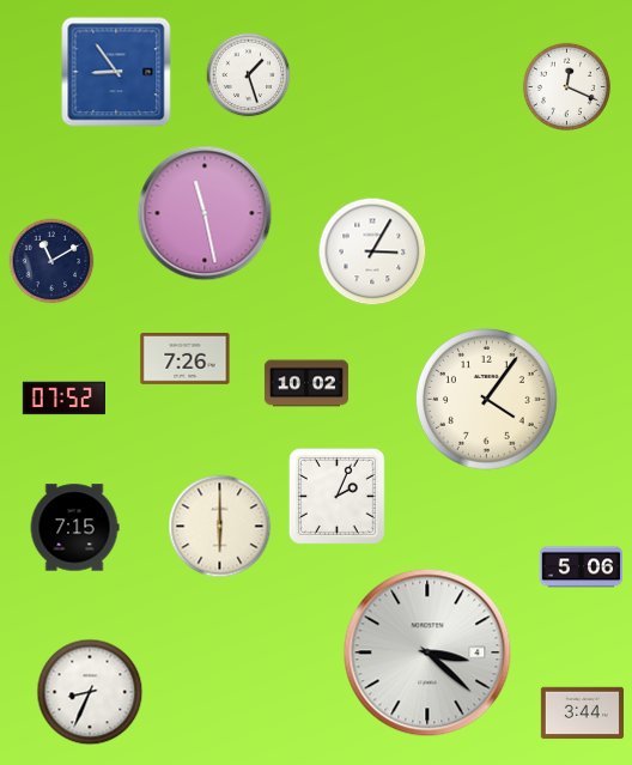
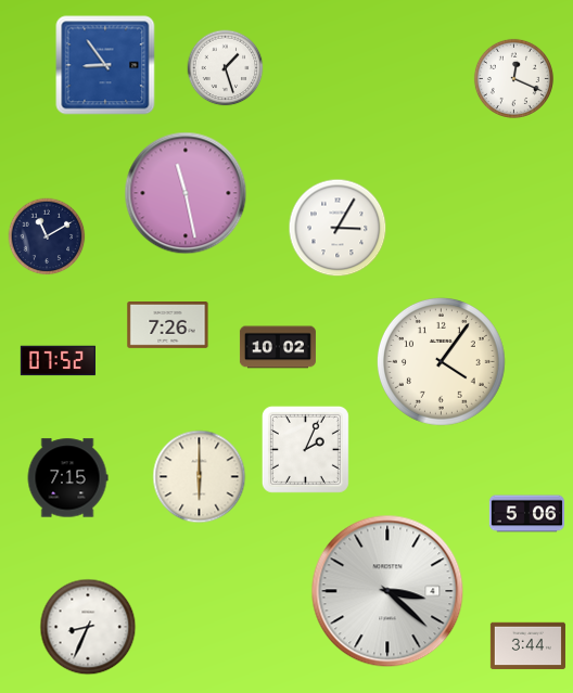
clock at (90, 692) position: (90, 692) -> (88, 627)
